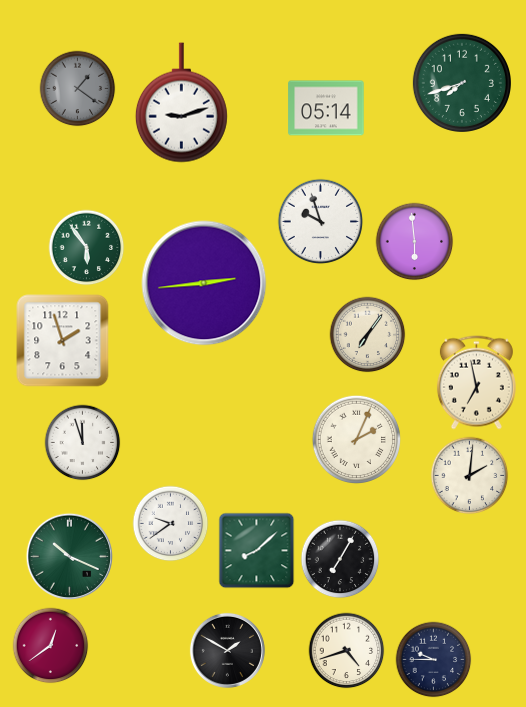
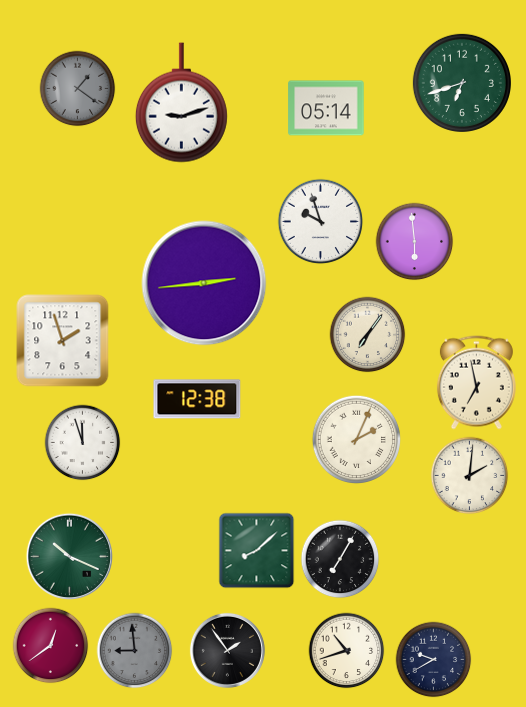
clock at (462, 83): 7:42 -> 6:42
clock at (87, 248): 5:54 -> none
clock at (197, 399): none -> 12:38
clock at (171, 524): 9:39 -> none
clock at (227, 650): 1:50 -> 1:54
clock at (135, 651): none -> 8:59
clock at (347, 651): 4:42 -> 10:42
clock at (434, 660): 9:45 -> 9:40
